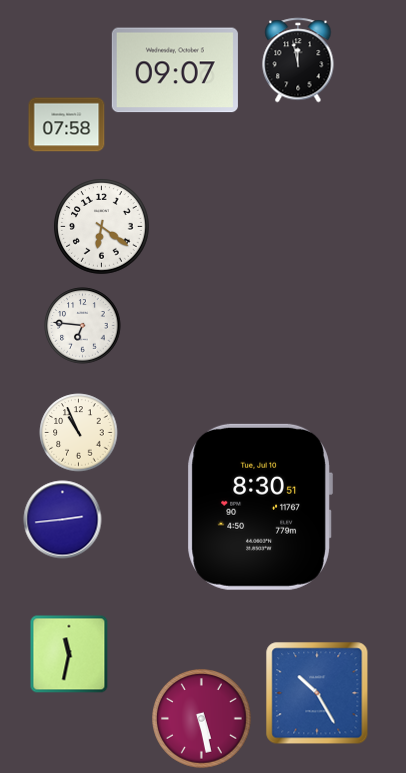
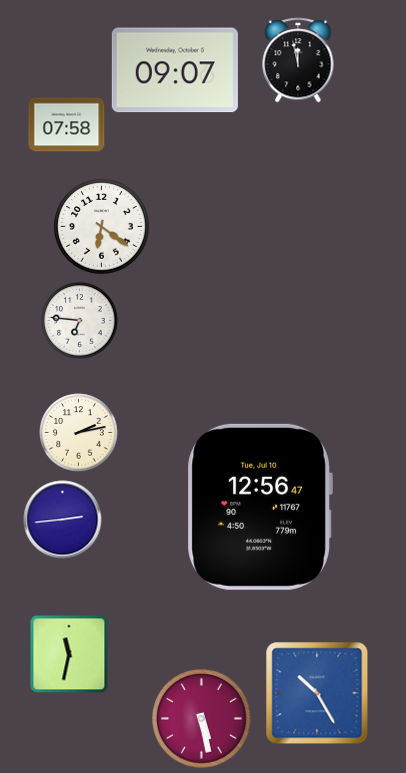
clock at (83, 326) position: (83, 326) -> (80, 321)
clock at (79, 433): 10:56 -> 2:13
clock at (260, 507): 8:30 -> 12:56
